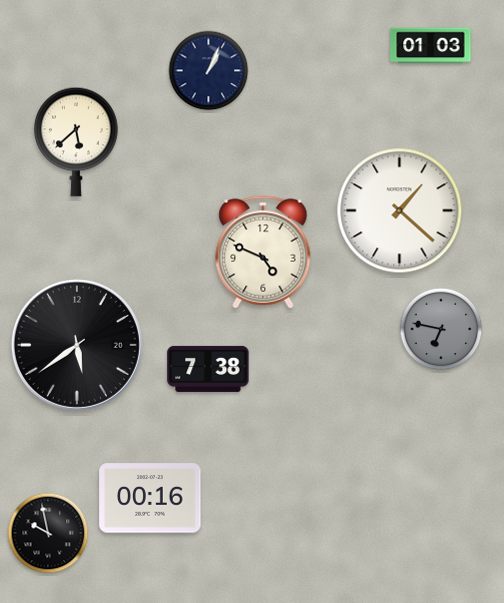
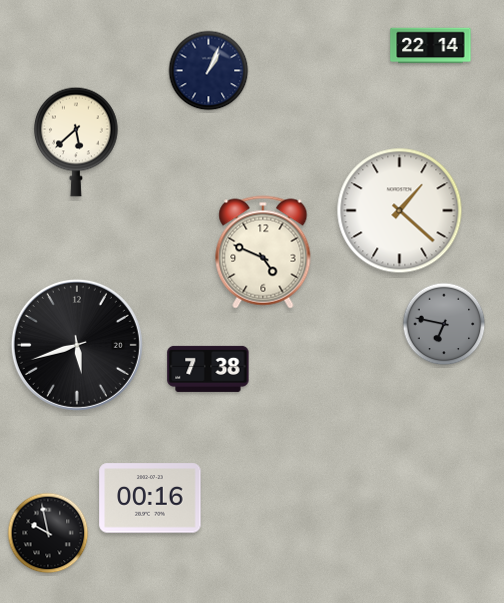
clock at (431, 46): 01:03 -> 22:14
clock at (441, 329) position: (441, 329) -> (444, 324)
clock at (77, 345): 5:39 -> 5:42
